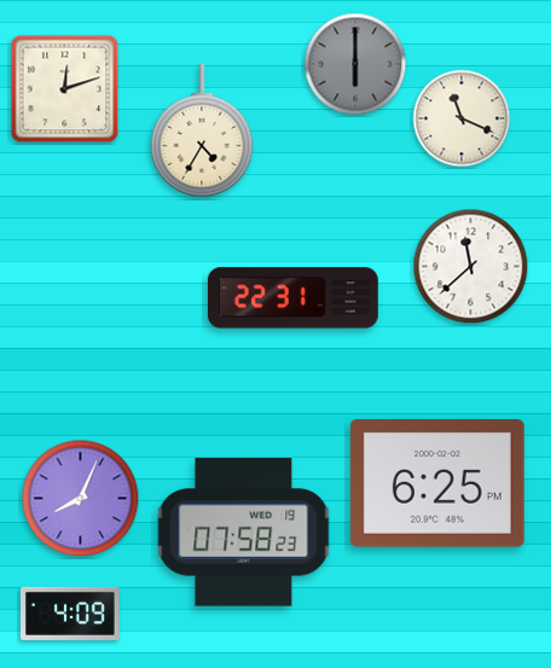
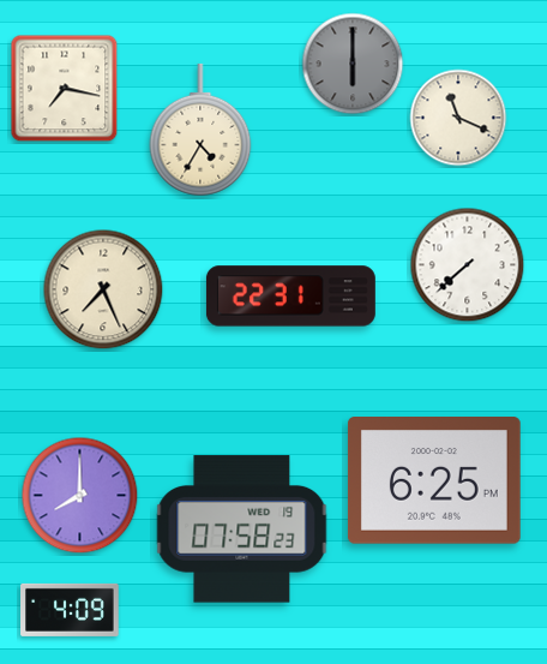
clock at (65, 89): 12:12 -> 7:17
clock at (471, 267): 11:38 -> 7:38
clock at (103, 289): none -> 7:26
clock at (81, 499): 8:04 -> 8:00
